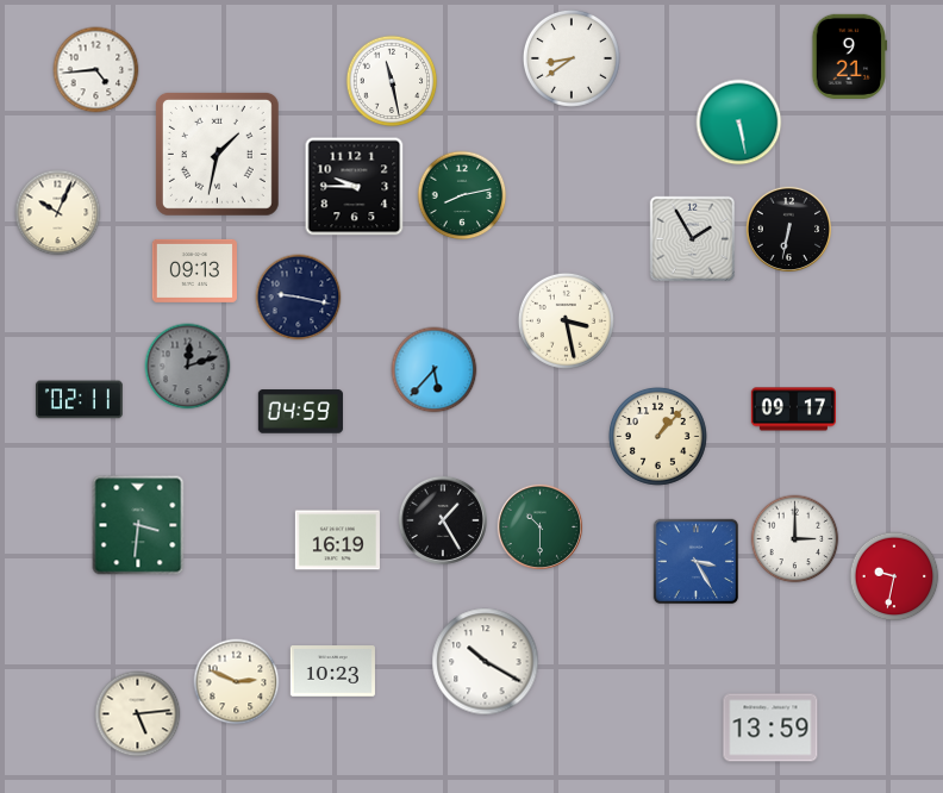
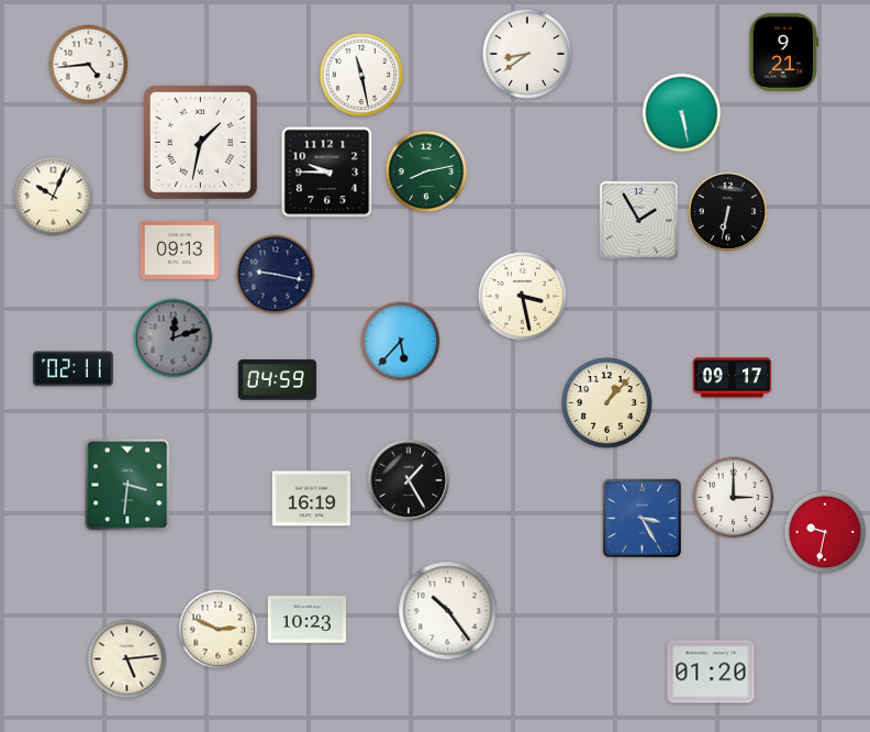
clock at (462, 195) position: (462, 195) -> (426, 171)
clock at (539, 526): 10:30 -> none
clock at (486, 662): 10:20 -> 10:24
clock at (770, 728): 13:59 -> 01:20
